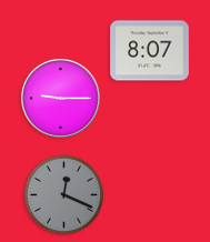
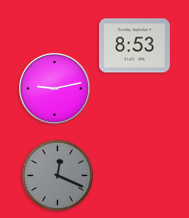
clock at (150, 51): 8:07 -> 8:53
clock at (61, 99): 9:15 -> 9:13
